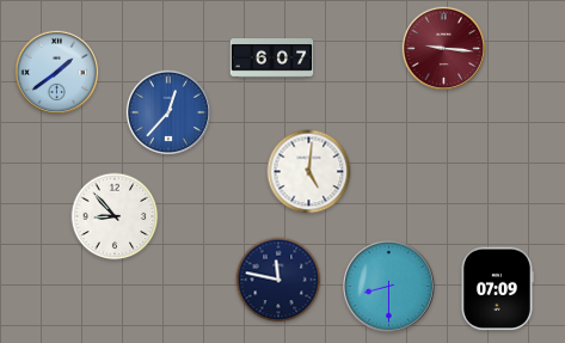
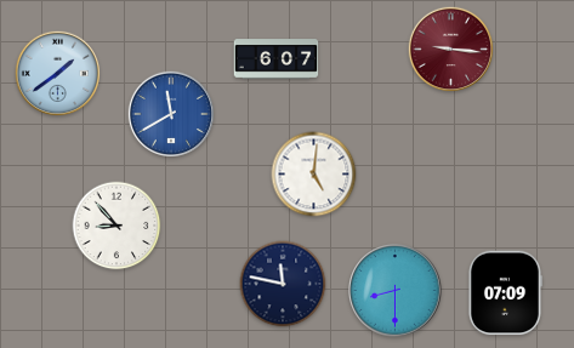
clock at (167, 111): 12:37 -> 11:40
clock at (115, 216) position: (115, 216) -> (116, 226)
